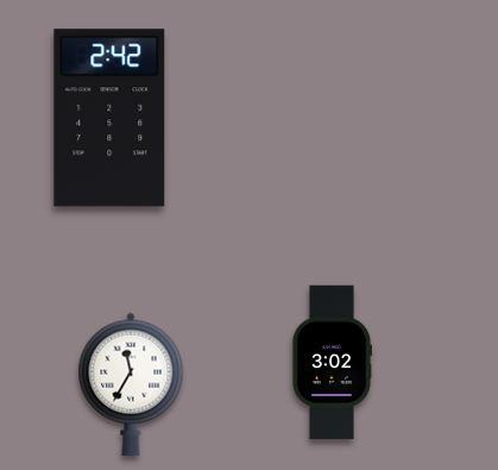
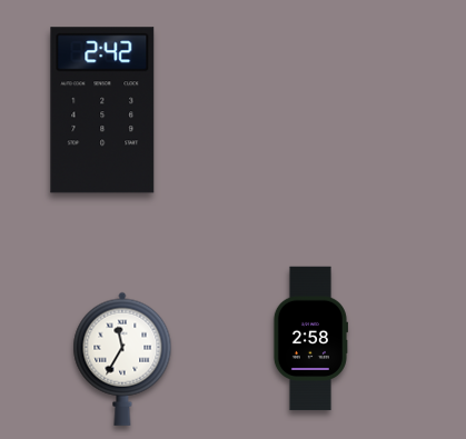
clock at (332, 363): 3:02 -> 2:58
